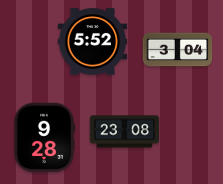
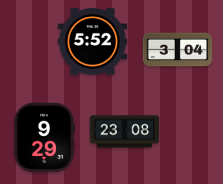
clock at (43, 138): 9:28 -> 9:29
